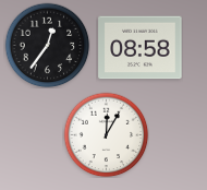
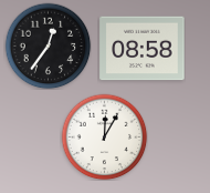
clock at (106, 134) position: (106, 134) -> (104, 136)
